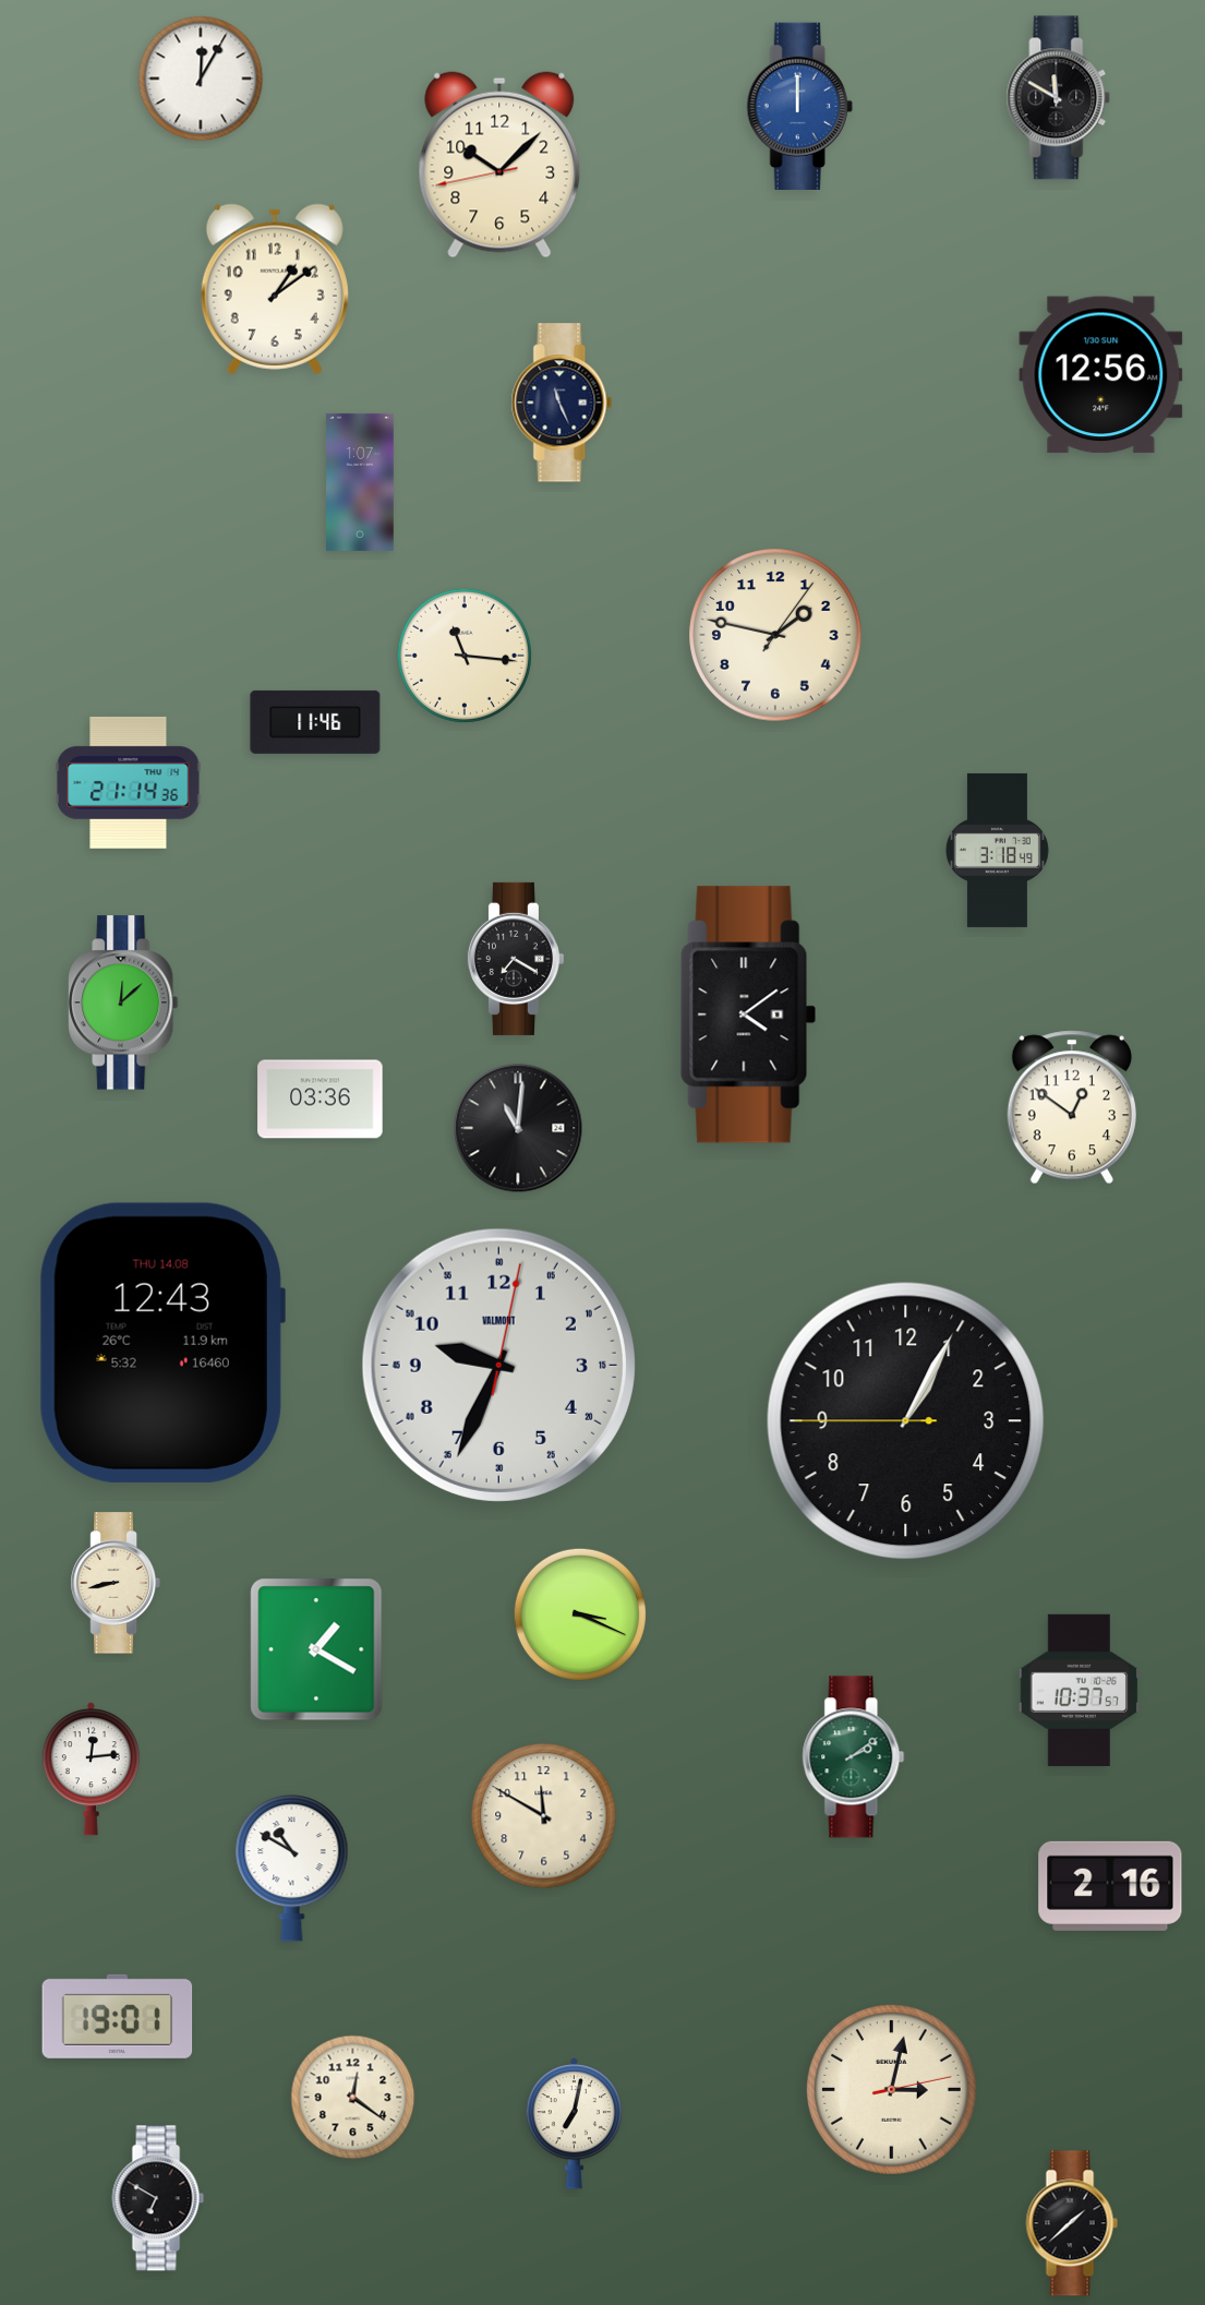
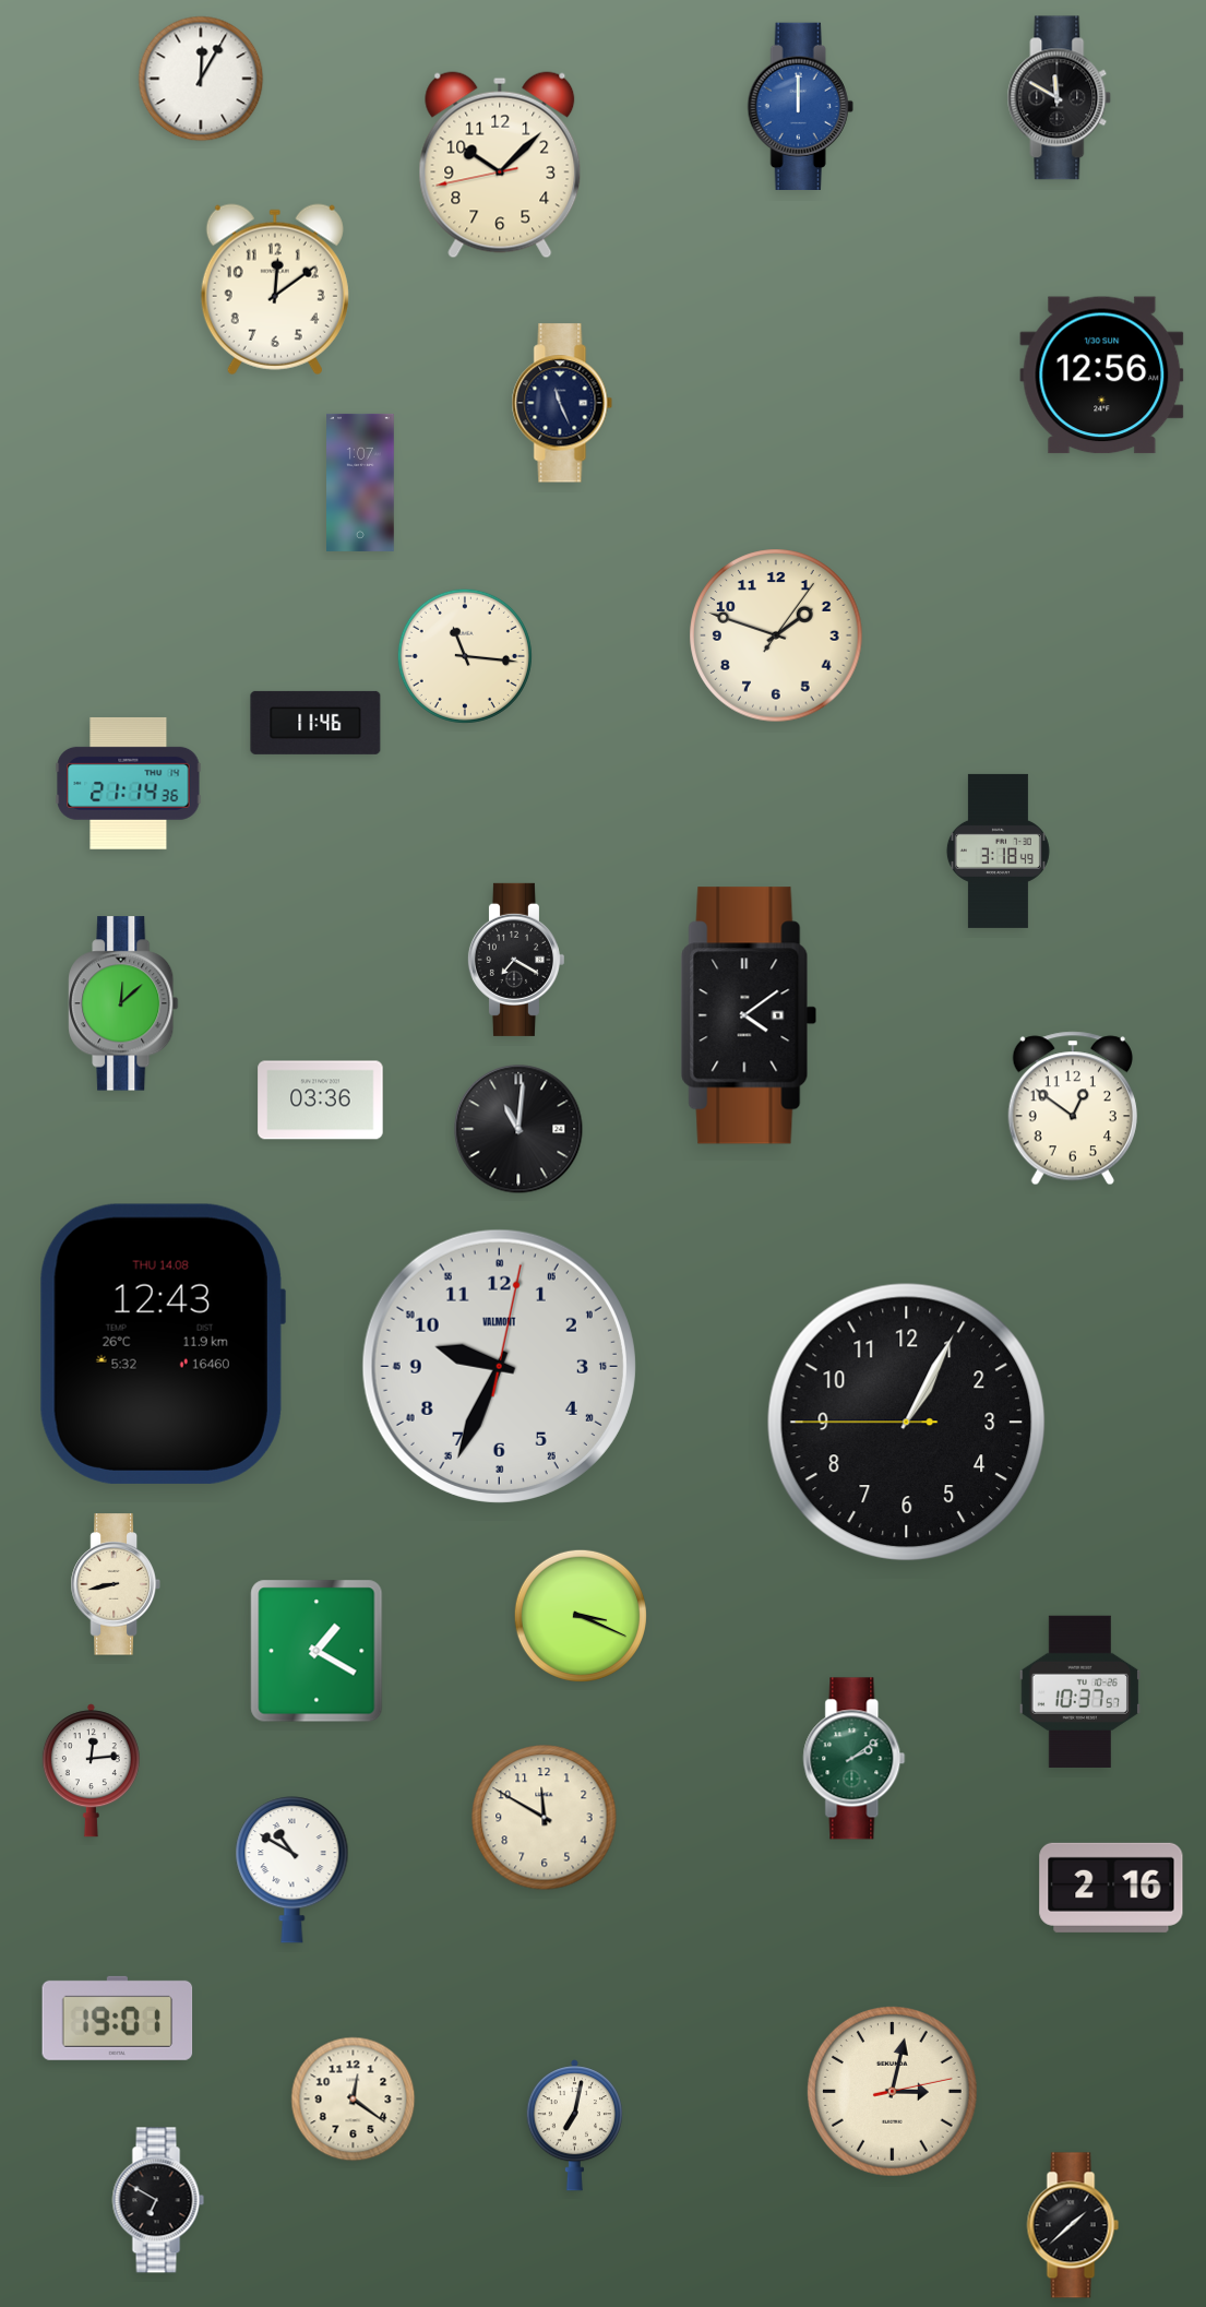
clock at (275, 289): 1:09 -> 12:09
clock at (775, 635): 1:47 -> 1:48
